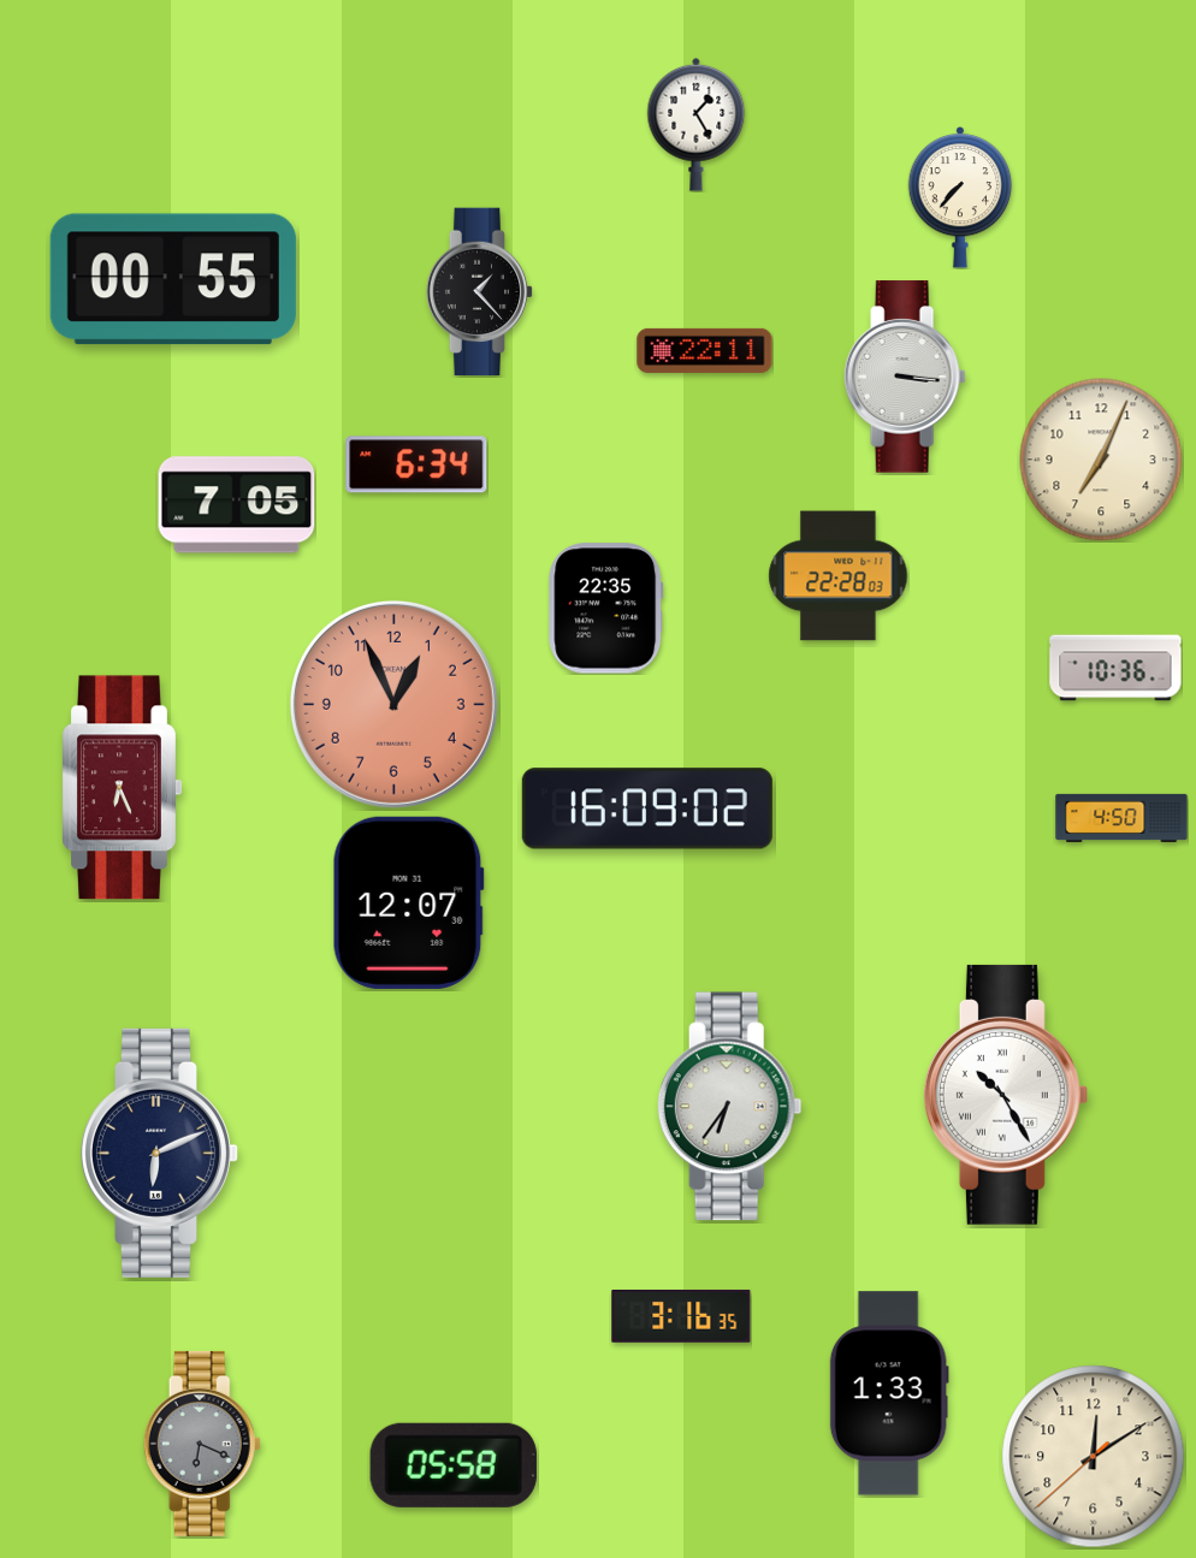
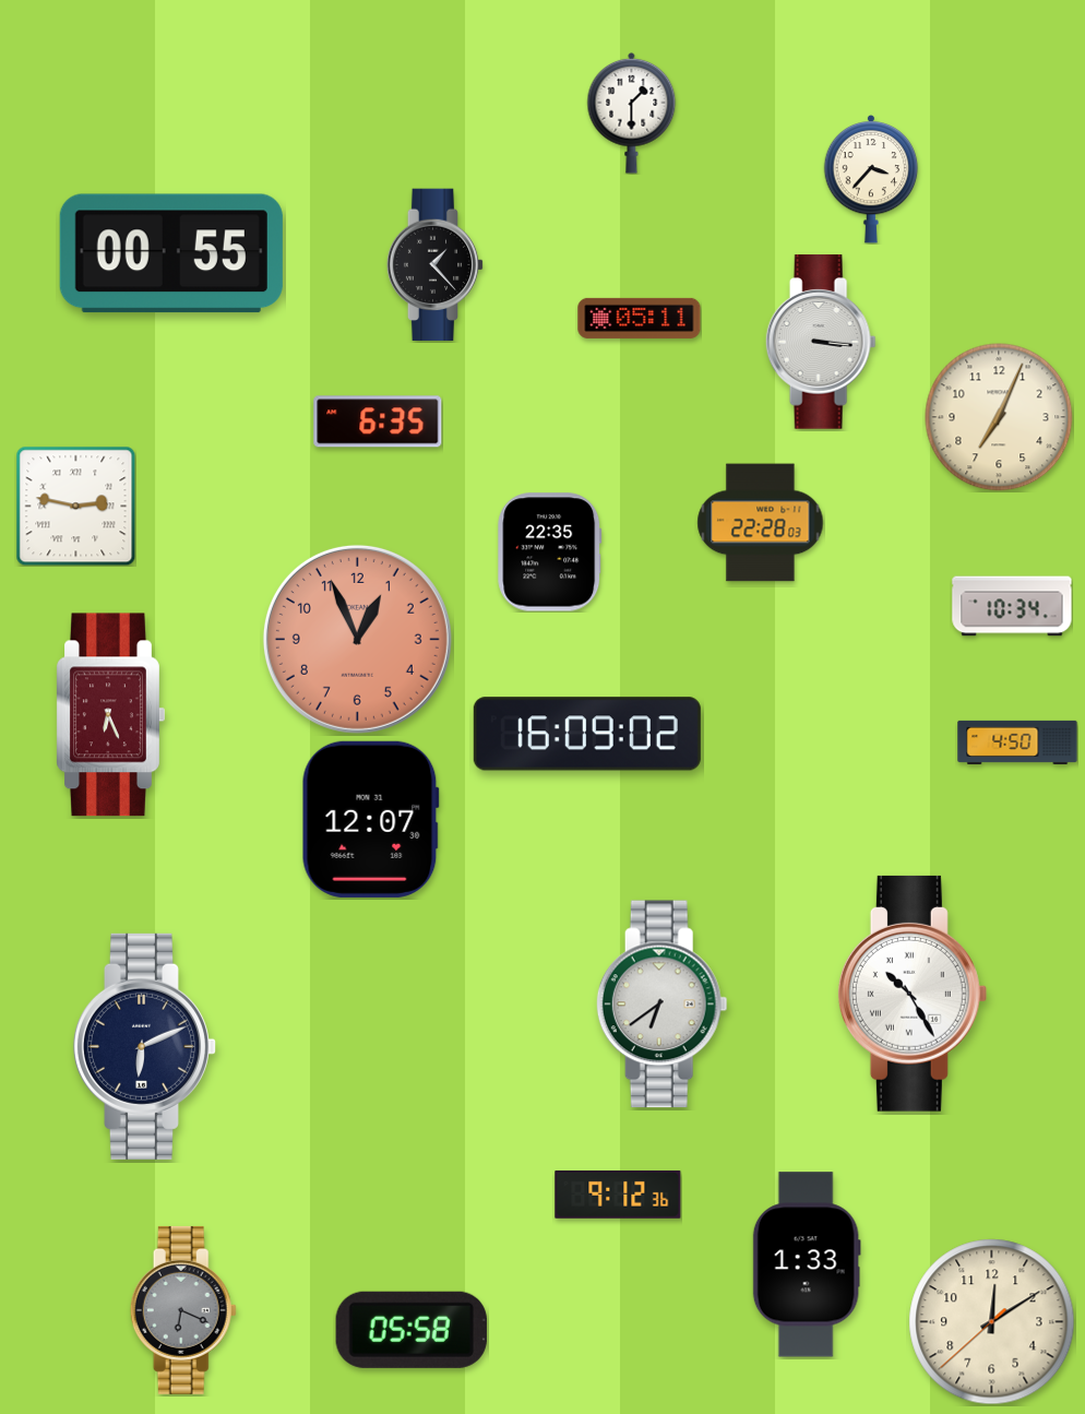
clock at (697, 124): 1:25 -> 1:30
clock at (960, 197): 7:37 -> 3:37
clock at (173, 279) position: (173, 279) -> (171, 253)
clock at (705, 350): 22:11 -> 05:11
clock at (416, 464): 6:34 -> 6:35
clock at (237, 505): 7:05 -> none
clock at (75, 506): none -> 2:47
clock at (1115, 668): 10:36 -> 10:34
clock at (729, 1107): 6:36 -> 6:39
clock at (681, 1316): 3:16 -> 9:12
